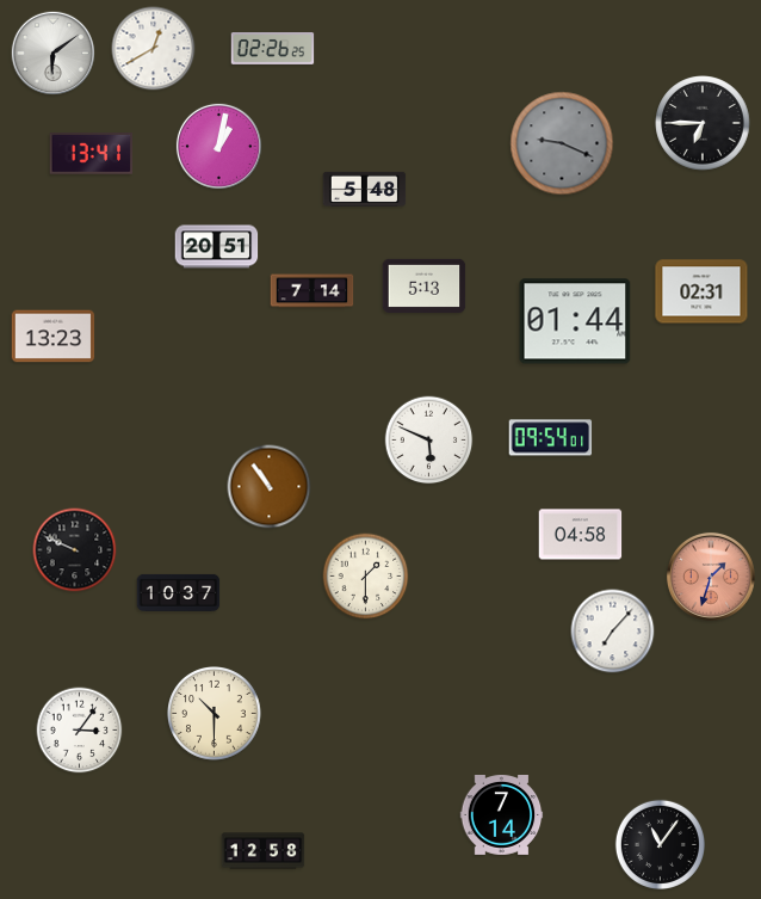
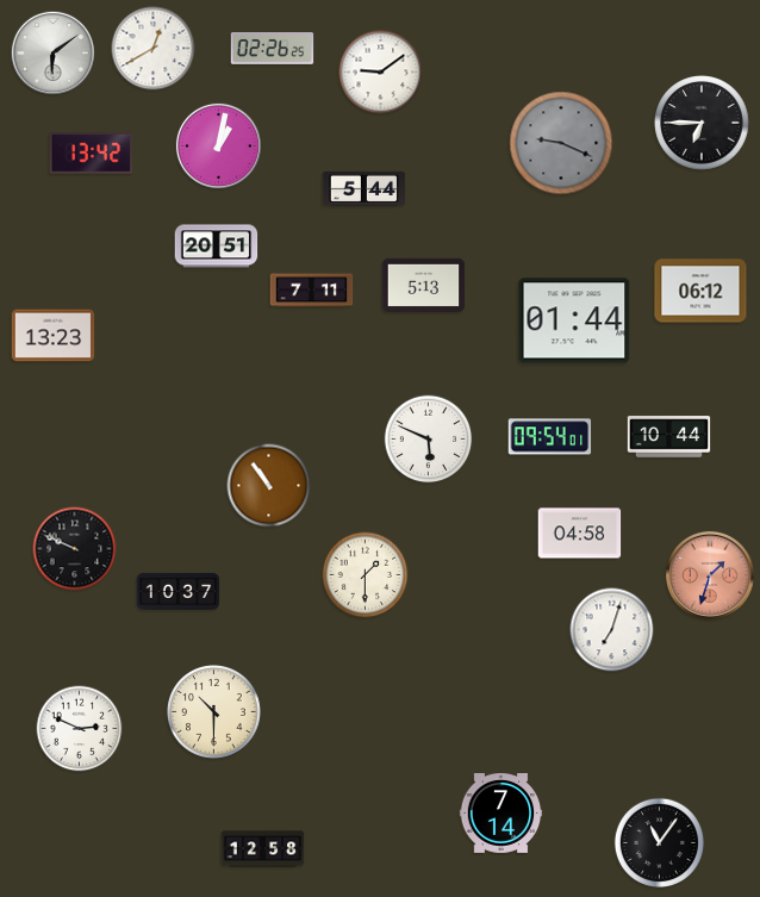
clock at (381, 73): none -> 9:09
clock at (92, 154): 13:41 -> 13:42
clock at (365, 189): 5:48 -> 5:44
clock at (313, 291): 7:14 -> 7:11
clock at (701, 291): 02:31 -> 06:12
clock at (669, 437): none -> 10:44
clock at (613, 632): 7:07 -> 7:03
clock at (80, 731): 3:06 -> 2:49
